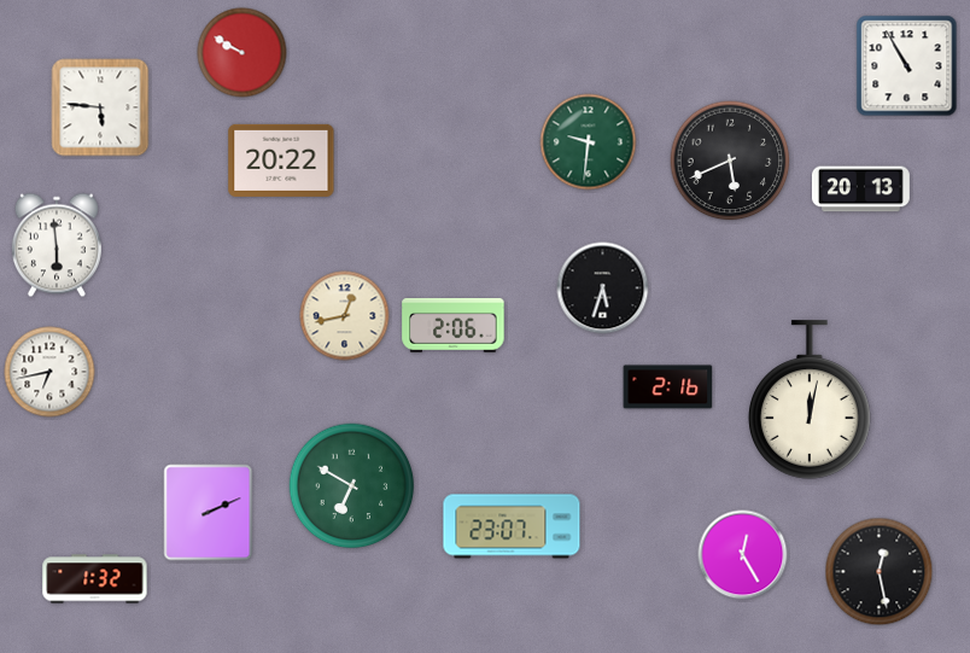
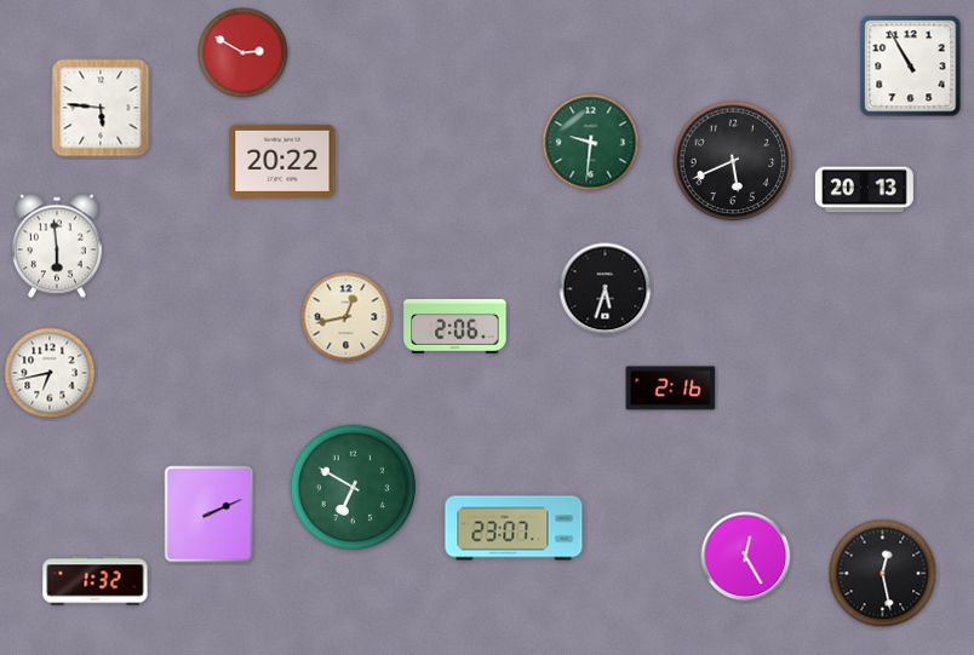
clock at (242, 53): 9:50 -> 2:50
clock at (811, 400): 12:02 -> none
